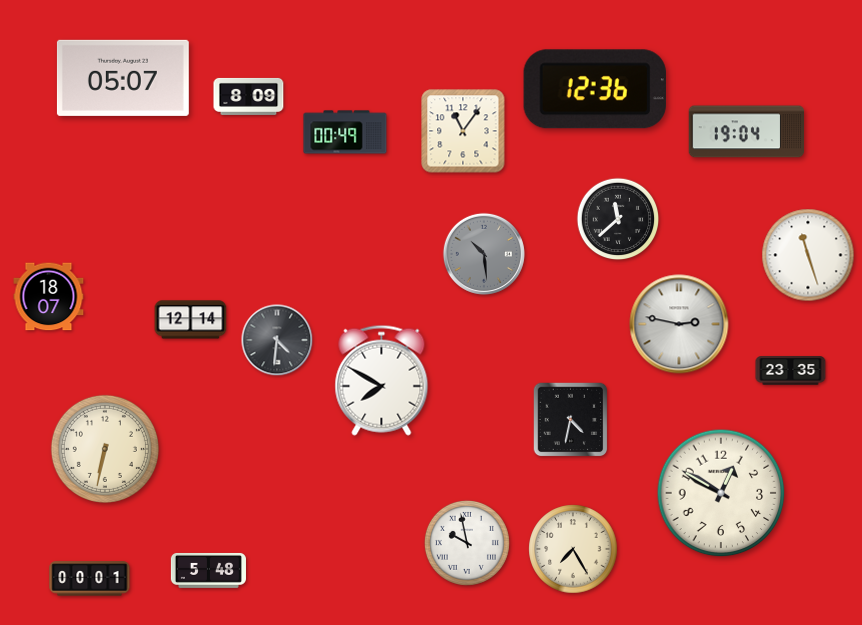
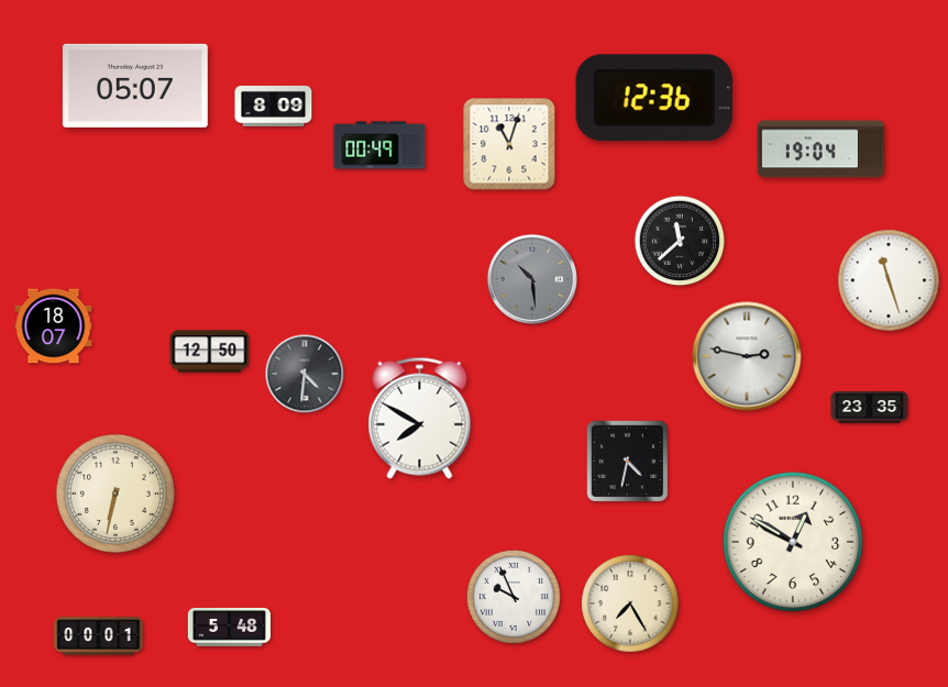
clock at (463, 131): 11:06 -> 11:03
clock at (747, 132) position: (747, 132) -> (822, 149)
clock at (191, 320): 12:14 -> 12:50
clock at (467, 543): 9:58 -> 9:56
